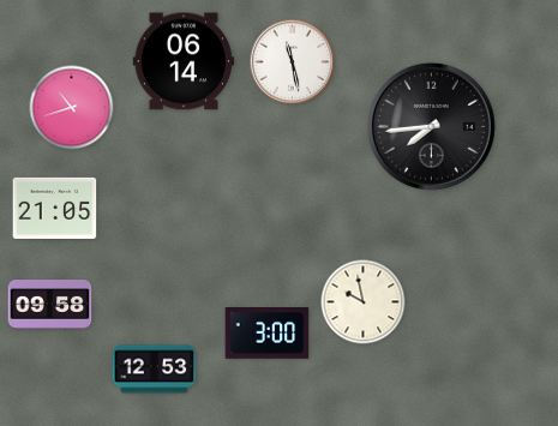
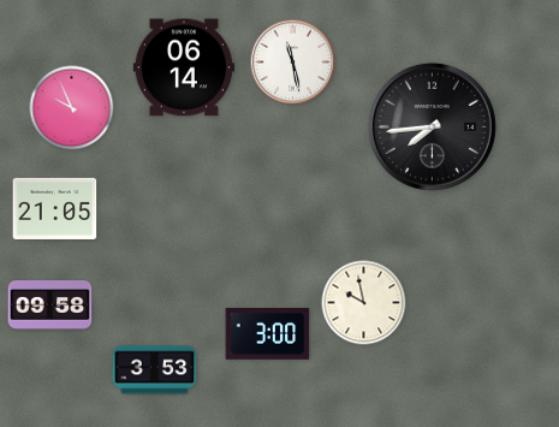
clock at (182, 61) position: (182, 61) -> (183, 67)
clock at (72, 108): 10:42 -> 9:56
clock at (155, 370): 12:53 -> 3:53
